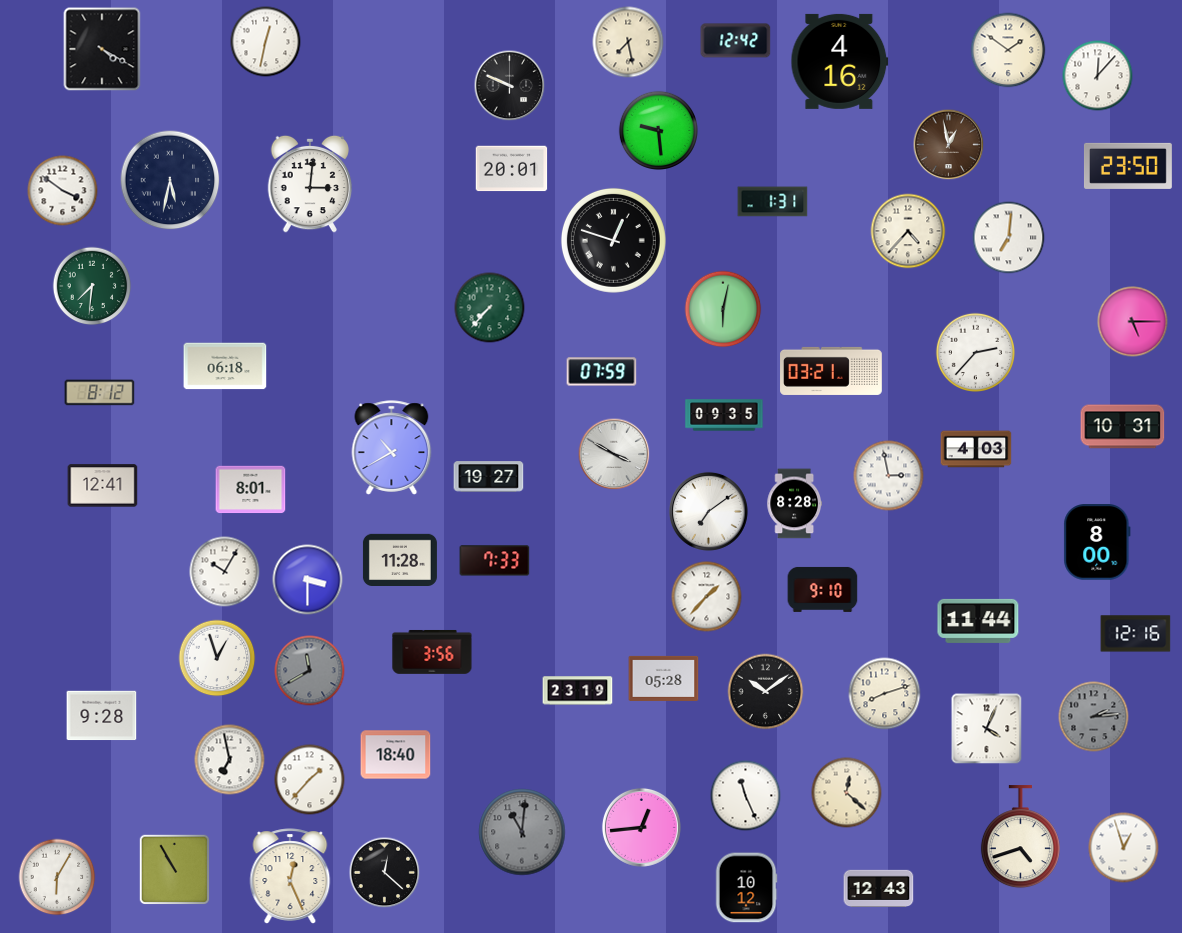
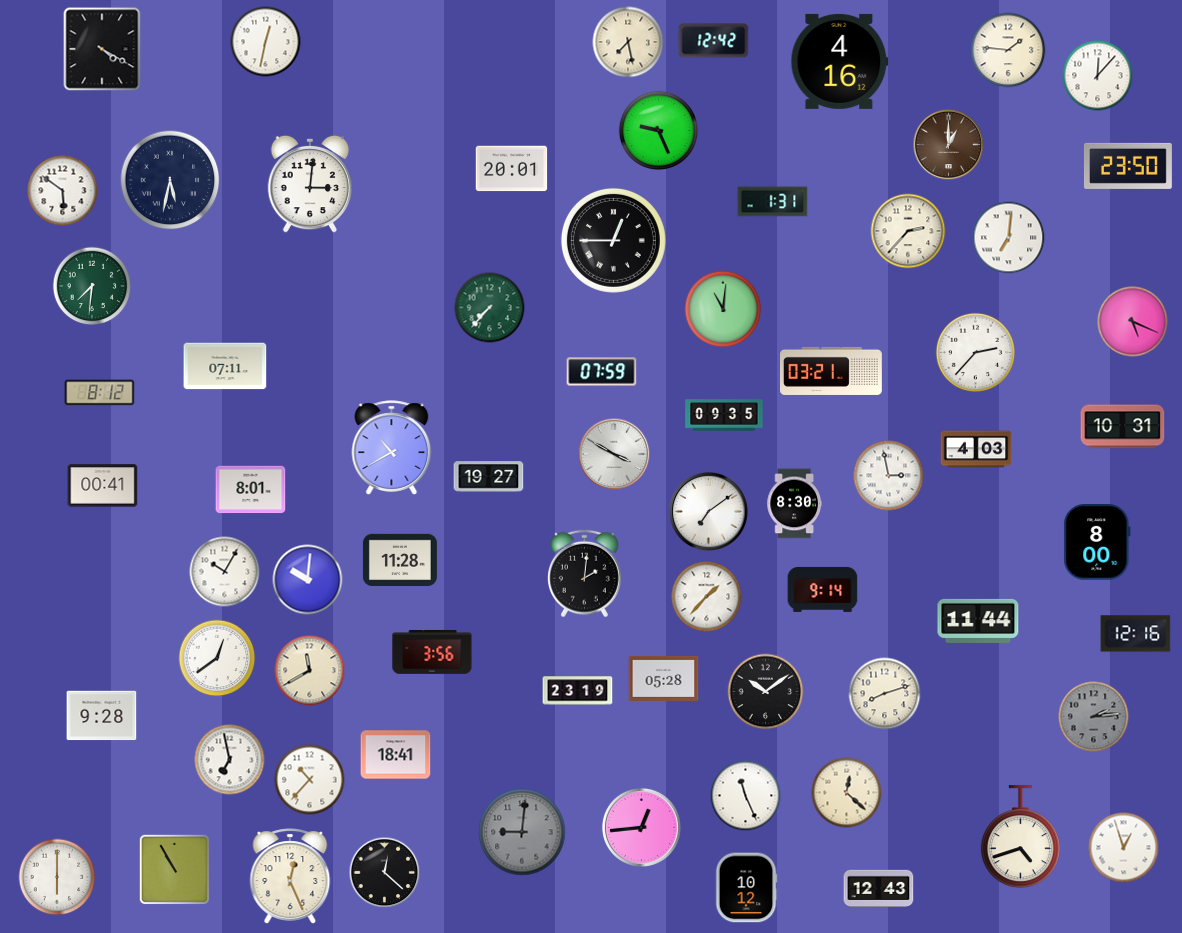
clock at (736, 41) position: (736, 41) -> (714, 41)
clock at (1008, 50): 1:51 -> 1:46
clock at (510, 86): 9:49 -> none
clock at (658, 130): 9:29 -> 9:26
clock at (949, 145): 12:58 -> 1:00
clock at (63, 191): 3:51 -> 5:51
clock at (908, 231): 4:37 -> 2:37
clock at (613, 240): 12:48 -> 12:45
clock at (723, 309): 6:02 -> 11:01
clock at (1133, 322): 5:15 -> 5:19
clock at (225, 366): 06:18 -> 07:11
clock at (103, 486): 12:41 -> 00:41
clock at (794, 504): 8:28 -> 8:30
clock at (495, 561): 7:33 -> none
clock at (584, 574): none -> 2:01
clock at (308, 580): 3:30 -> 10:01
clock at (823, 589): 9:10 -> 9:14
clock at (217, 658): 12:57 -> 12:39
clock at (310, 671) dial: grey -> cream
clock at (987, 729): 4:04 -> none
clock at (396, 755): 18:40 -> 18:41
clock at (310, 780): 1:37 -> 10:37
clock at (522, 832): 11:01 -> 9:01
clock at (57, 877): 6:05 -> 6:00
